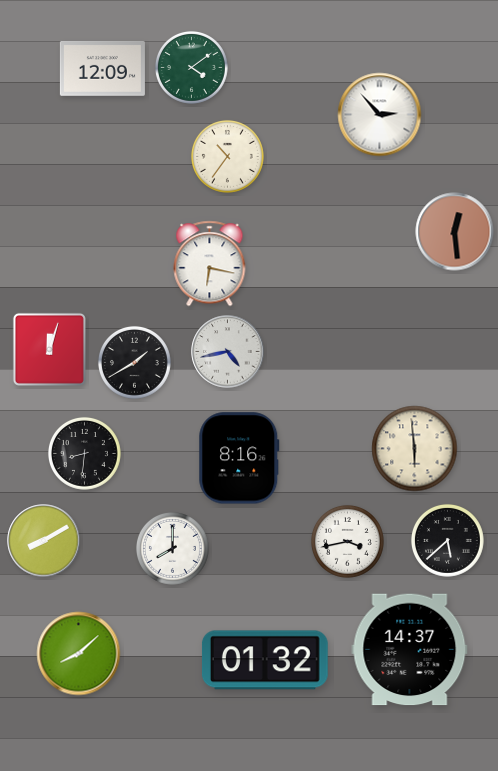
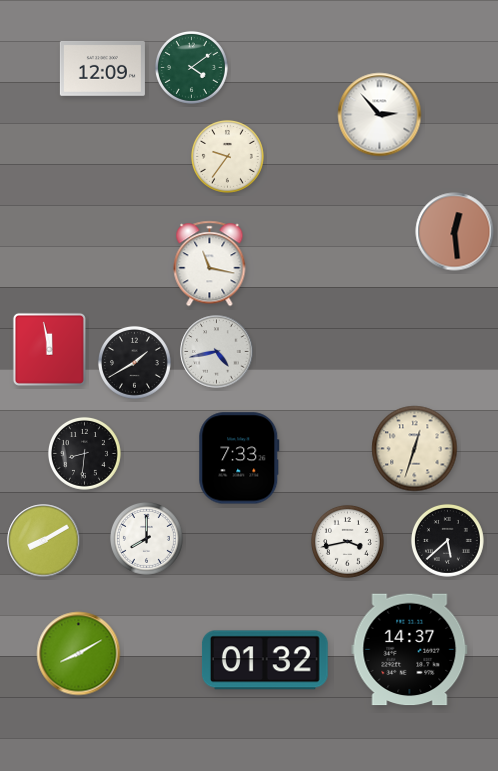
clock at (227, 156): 10:36 -> 9:36
clock at (210, 264): 6:17 -> 11:17
clock at (49, 349): 12:03 -> 11:58
clock at (228, 352) position: (228, 352) -> (217, 352)
clock at (415, 449): 5:59 -> 12:33
clock at (239, 458): 8:16 -> 7:33
clock at (172, 548) position: (172, 548) -> (146, 538)
clock at (79, 654): 8:08 -> 8:10
